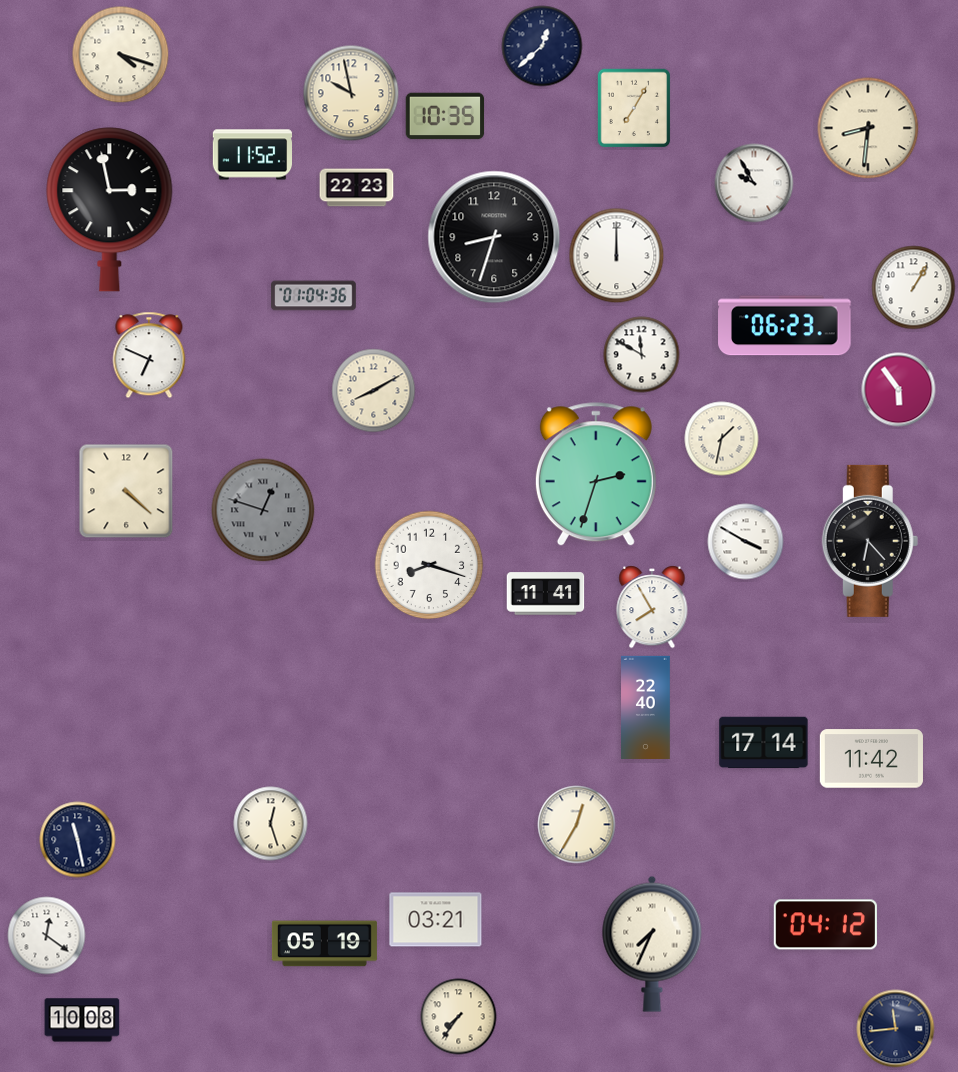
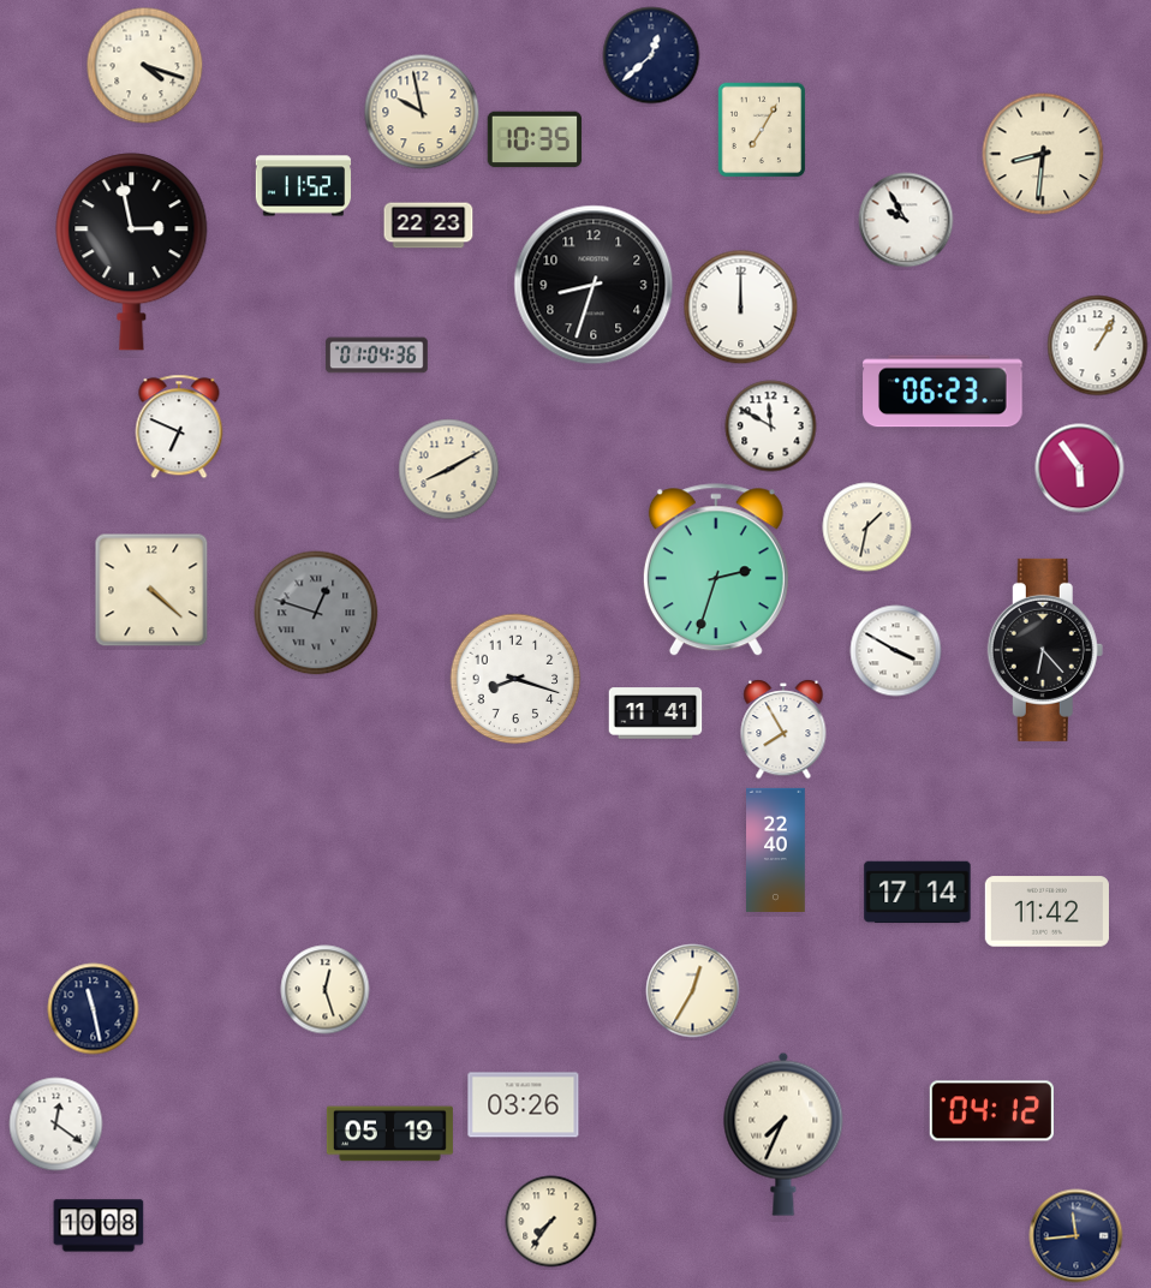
clock at (436, 920): 03:21 -> 03:26
